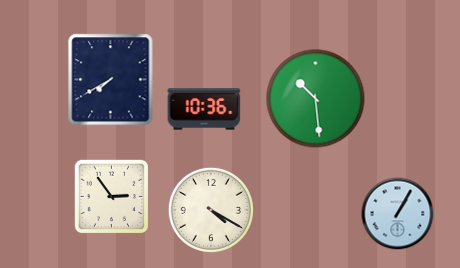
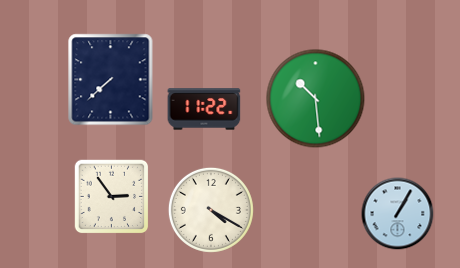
clock at (111, 80): 7:40 -> 7:38
clock at (204, 109): 10:36 -> 11:22
